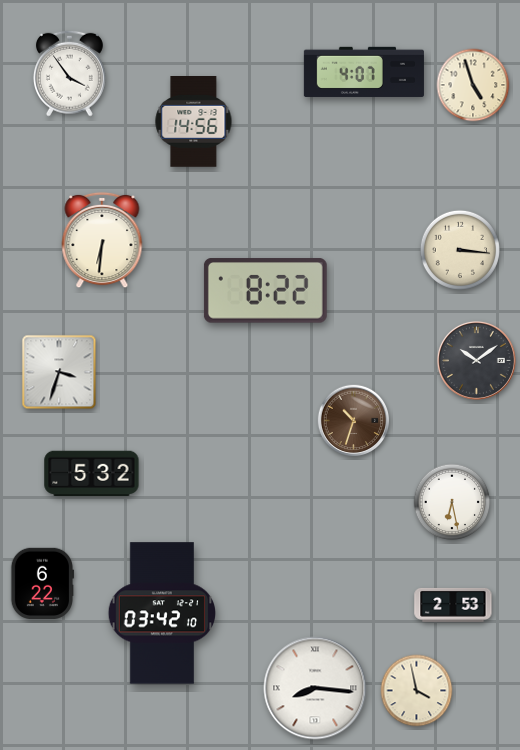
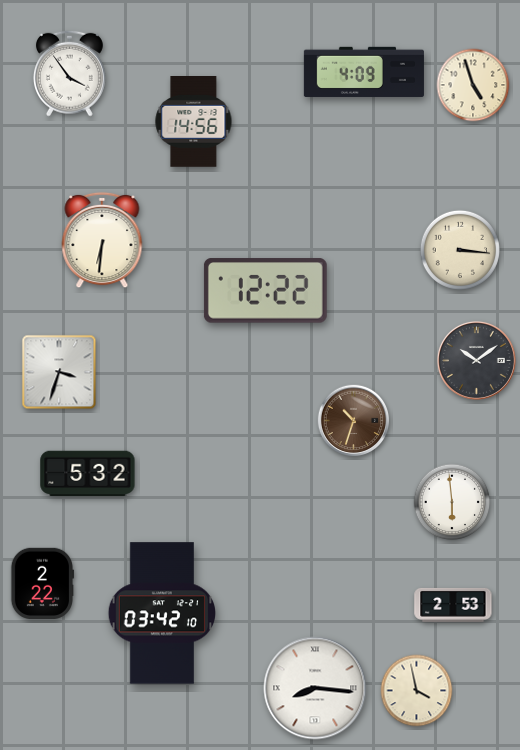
clock at (364, 72): 4:07 -> 4:09
clock at (265, 291): 8:22 -> 12:22
clock at (92, 474) position: (92, 474) -> (88, 474)
clock at (452, 502): 6:28 -> 5:59
clock at (42, 583): 6:22 -> 2:22
